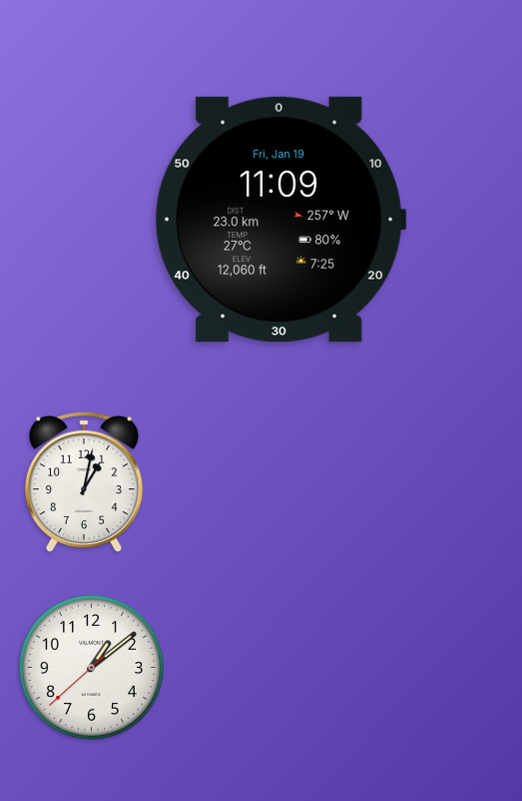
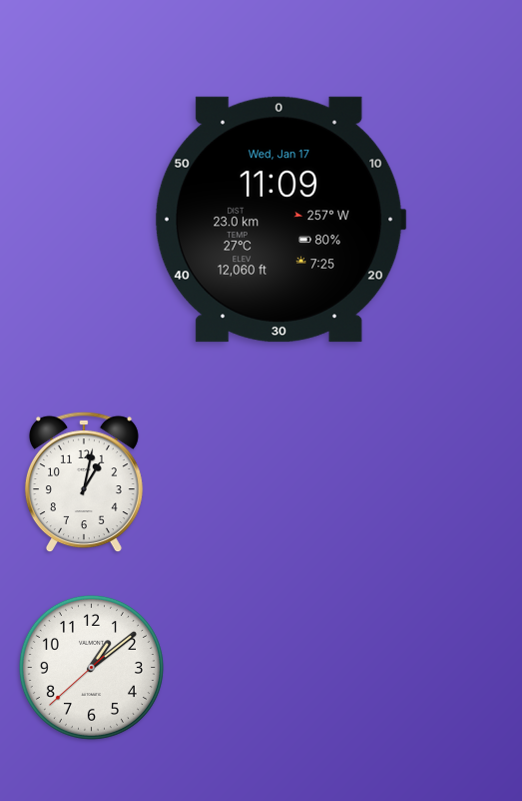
clock at (280, 219) date: Fri, Jan 19 -> Wed, Jan 17
